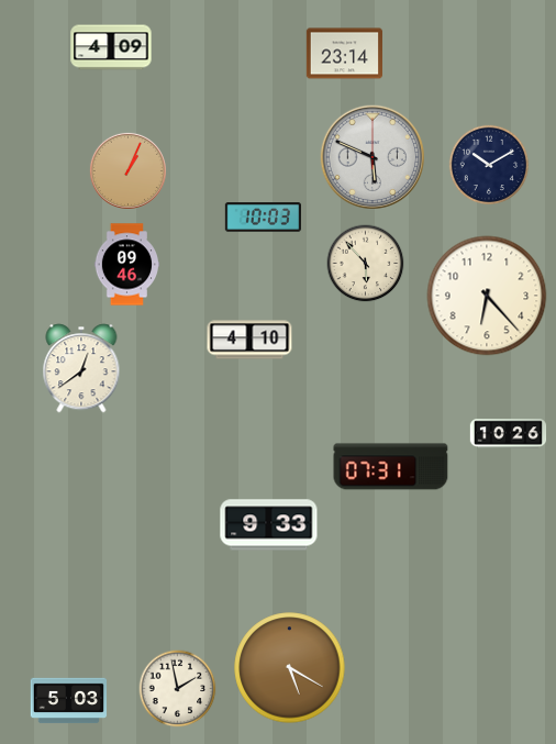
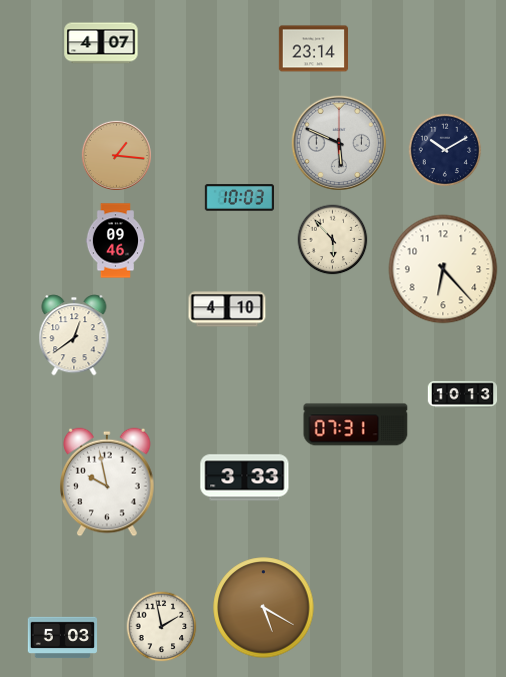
clock at (111, 47): 4:09 -> 4:07
clock at (127, 170): 1:04 -> 1:16
clock at (509, 434): 10:26 -> 10:13
clock at (269, 525): 9:33 -> 3:33
clock at (107, 482): none -> 9:58
